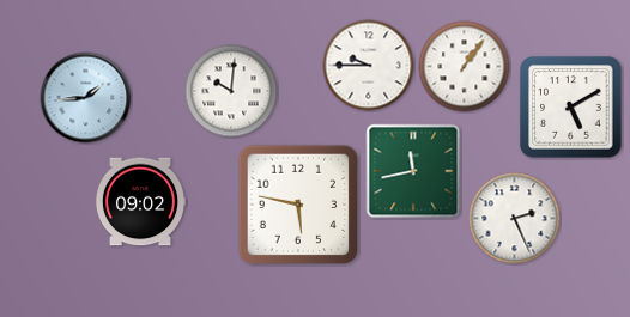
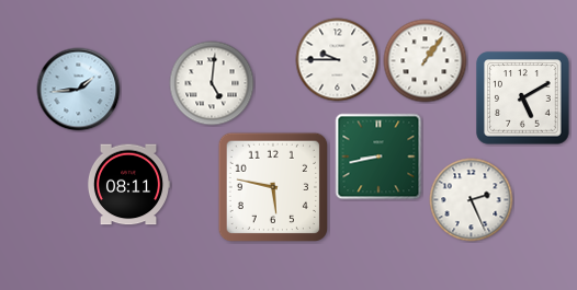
clock at (231, 91): 10:01 -> 5:01
clock at (413, 171): 11:43 -> 8:43
clock at (140, 202): 09:02 -> 08:11
